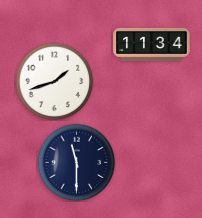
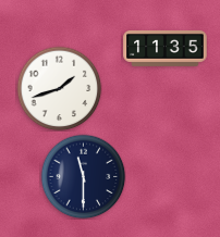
clock at (152, 45): 11:34 -> 11:35
